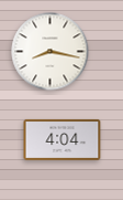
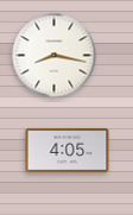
clock at (63, 139): 4:04 -> 4:05
